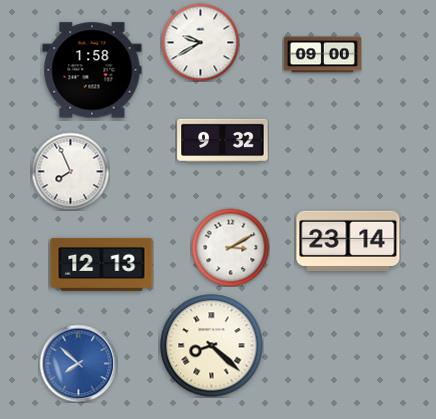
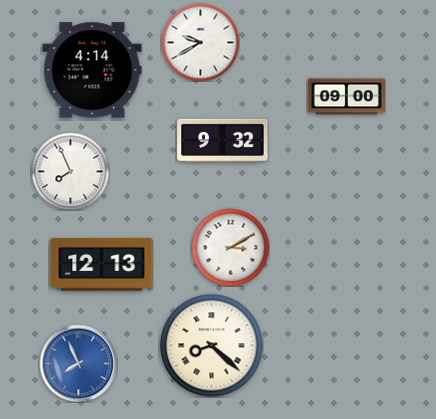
clock at (322, 55) position: (322, 55) -> (346, 97)
clock at (92, 70): 1:58 -> 4:14
clock at (348, 241): 23:14 -> none
clock at (78, 363): 7:52 -> 7:56
